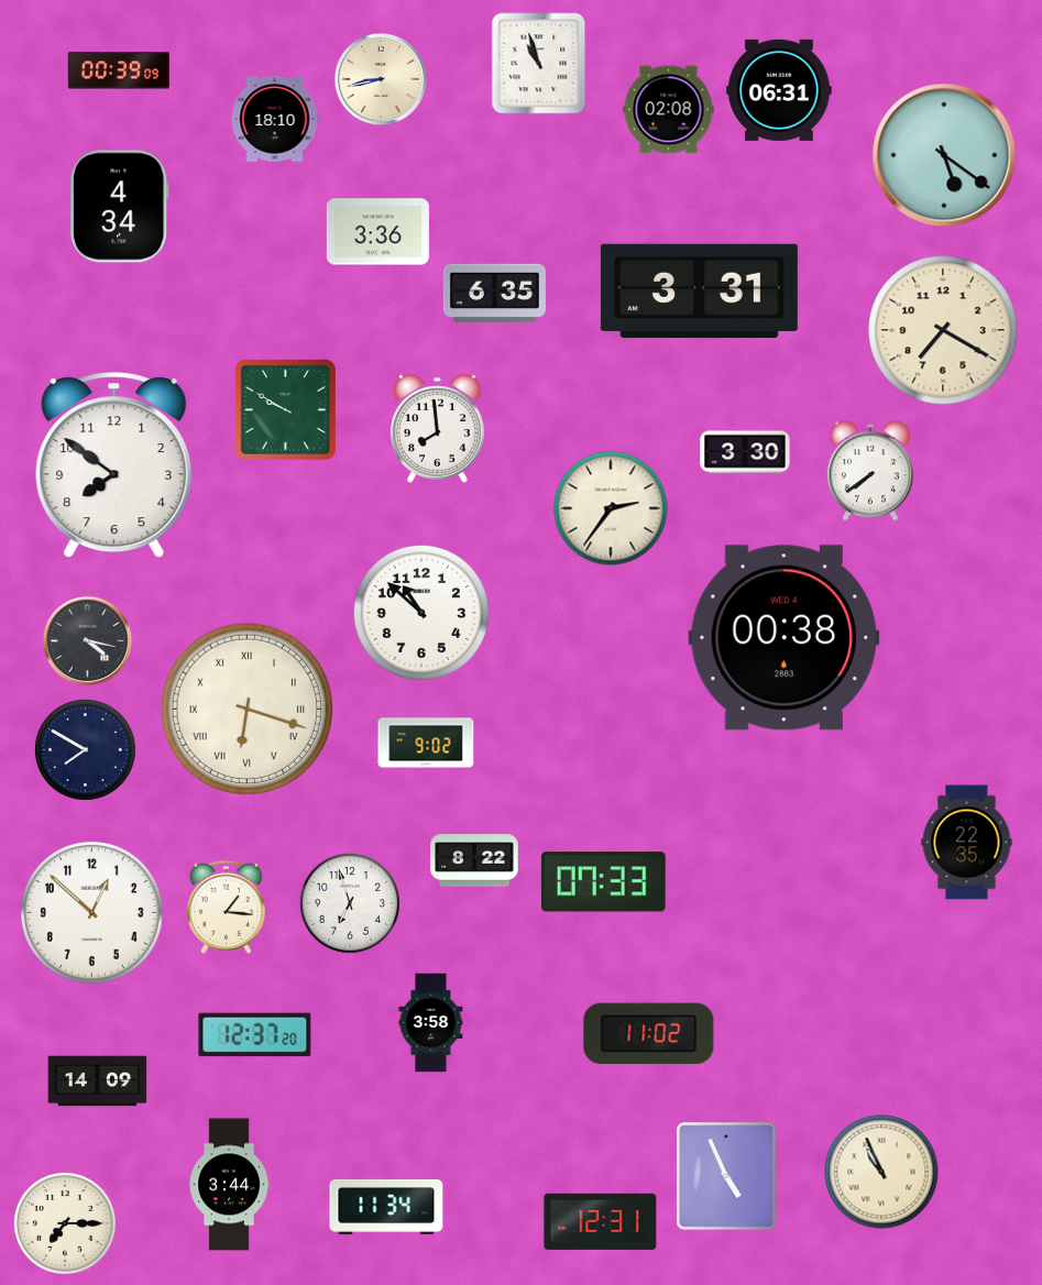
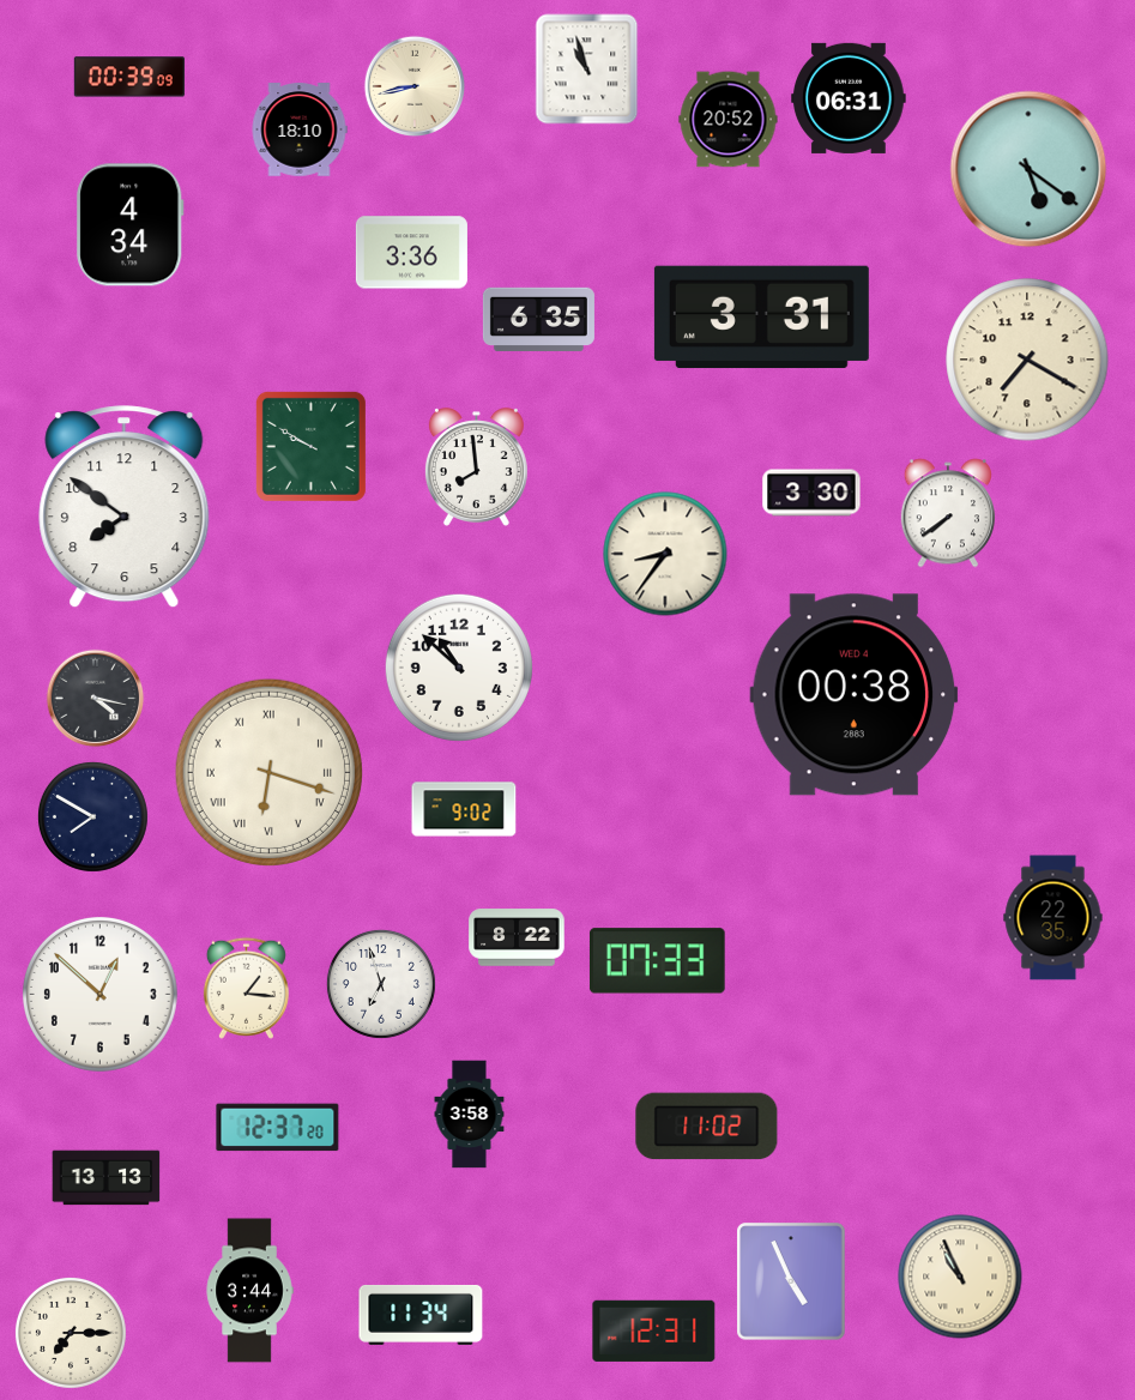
clock at (669, 110): 02:08 -> 20:52
clock at (611, 508): 2:36 -> 8:36
clock at (98, 1081): 14:09 -> 13:13
